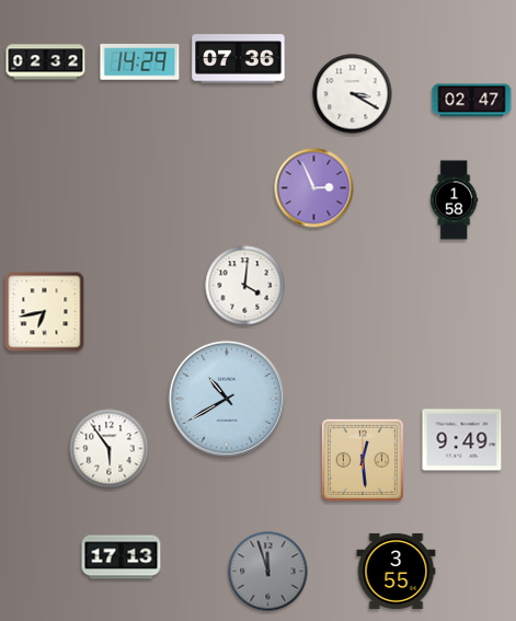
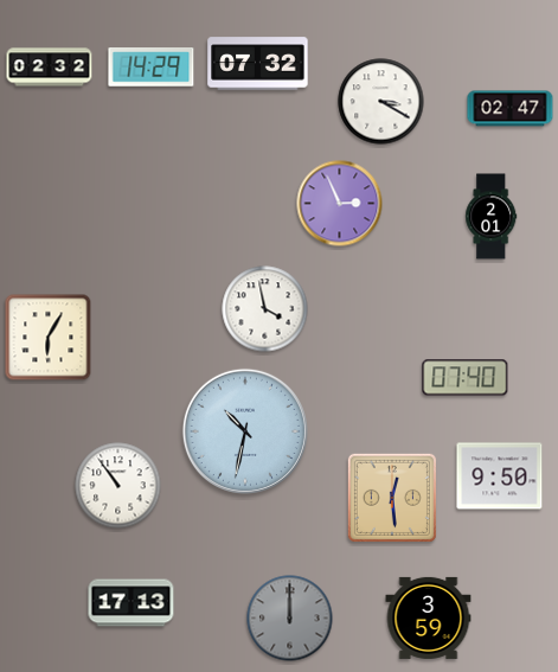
clock at (239, 59): 07:36 -> 07:32
clock at (455, 200): 1:58 -> 2:01
clock at (245, 286): 4:01 -> 3:58
clock at (45, 312): 6:43 -> 6:05
clock at (466, 378): none -> 07:40
clock at (227, 399): 10:40 -> 10:32
clock at (462, 440): 9:49 -> 9:50
clock at (110, 449): 5:54 -> 10:54
clock at (397, 571): 3:55 -> 3:59
clock at (268, 572): 11:57 -> 12:00
